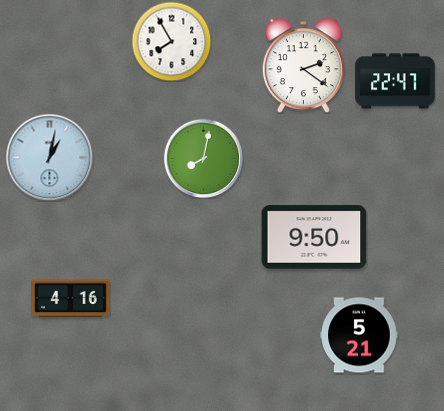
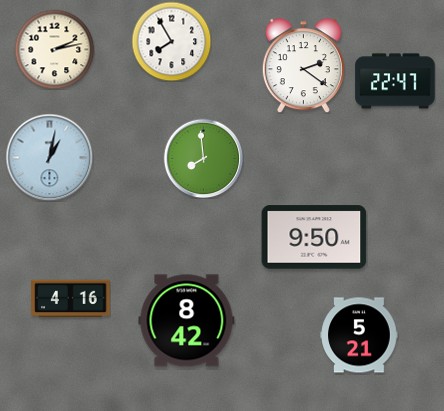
clock at (54, 49): none -> 2:13
clock at (203, 158): 8:02 -> 7:59
clock at (187, 321): none -> 8:42
